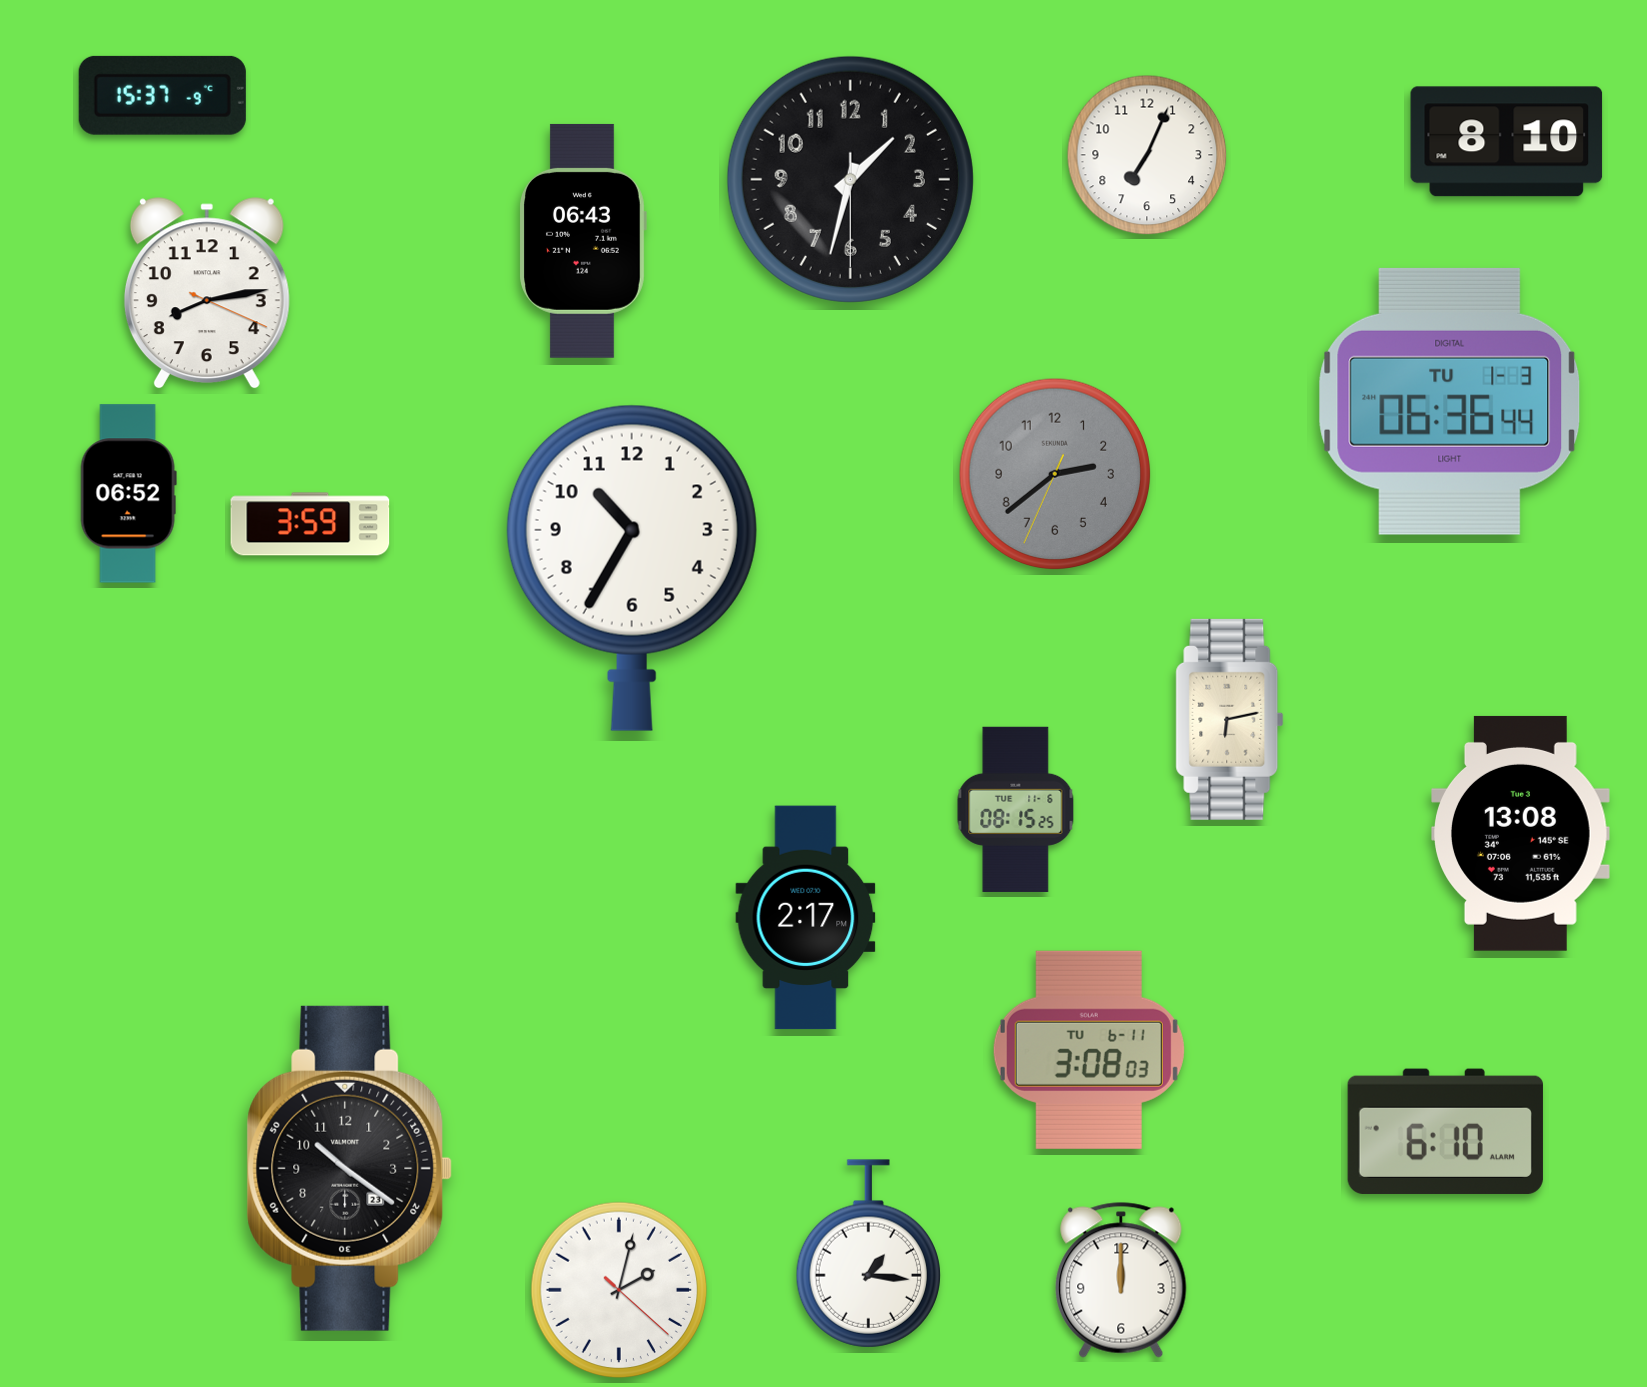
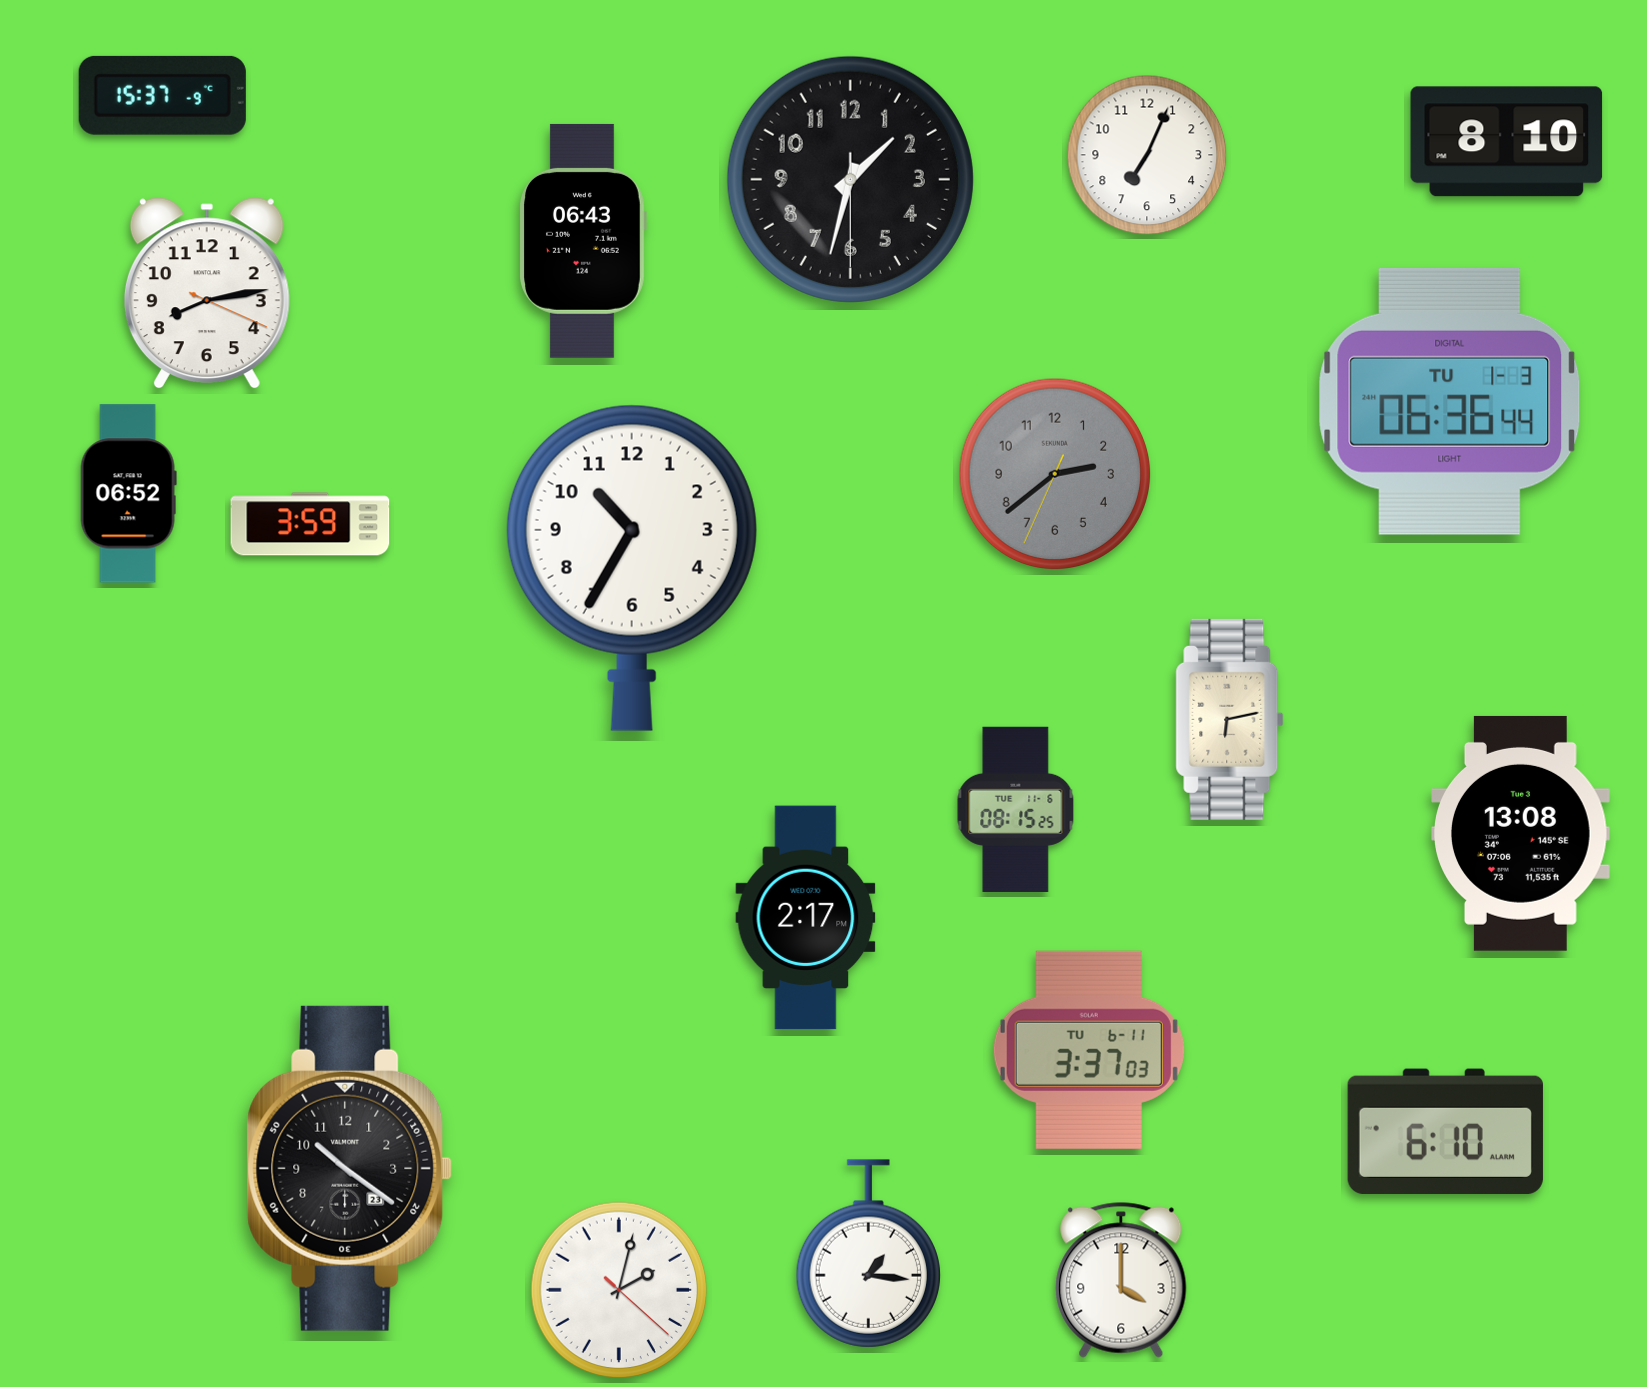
clock at (1089, 1050): 3:08 -> 3:37
clock at (1121, 1280): 12:00 -> 4:00
